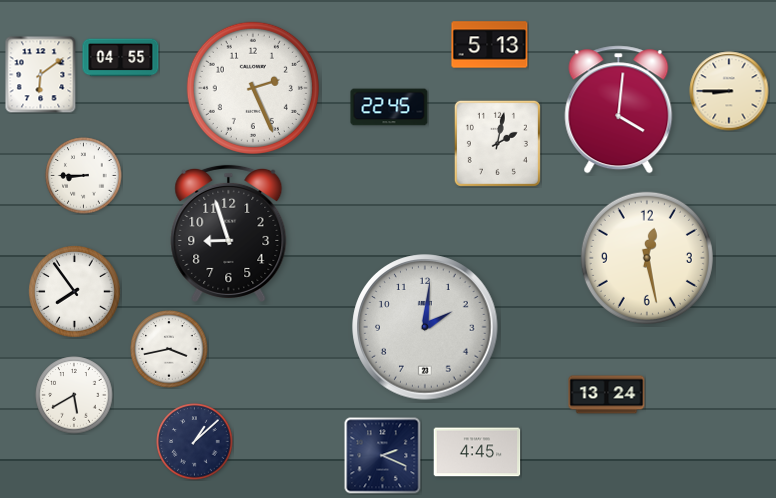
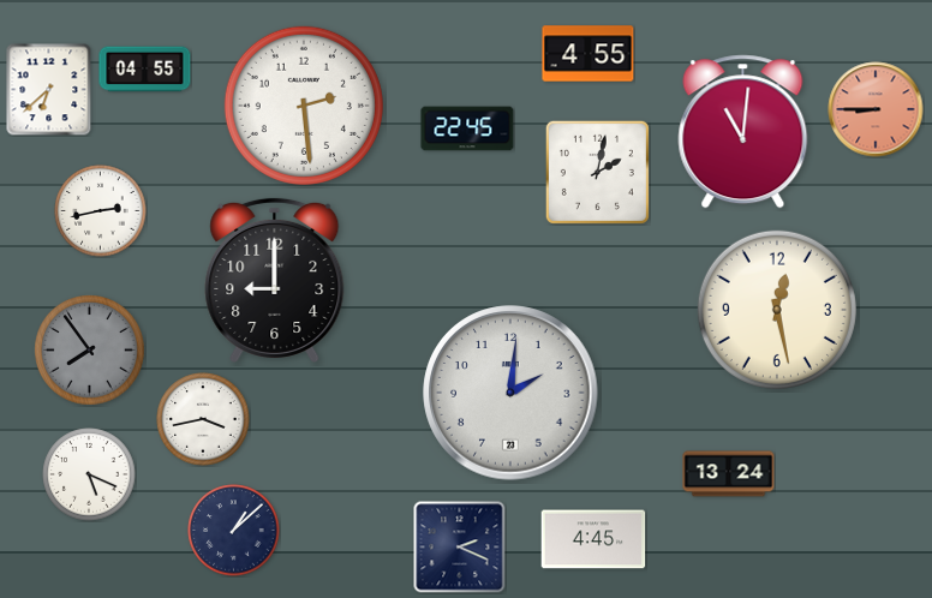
clock at (490, 45): 5:13 -> 4:55
clock at (41, 74): 6:09 -> 6:38
clock at (253, 88): 2:26 -> 2:29
clock at (729, 91) dial: cream -> salmon
clock at (619, 110): 4:01 -> 11:01
clock at (84, 176): 8:45 -> 2:43
clock at (229, 233): 8:57 -> 9:00
clock at (75, 292) dial: white -> grey
clock at (74, 395): 5:40 -> 5:19
clock at (477, 452) position: (477, 452) -> (593, 539)
